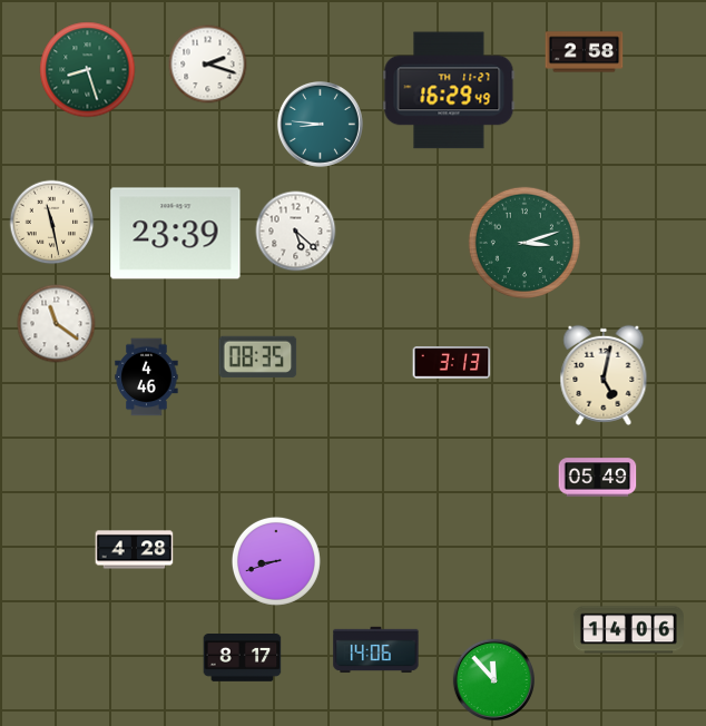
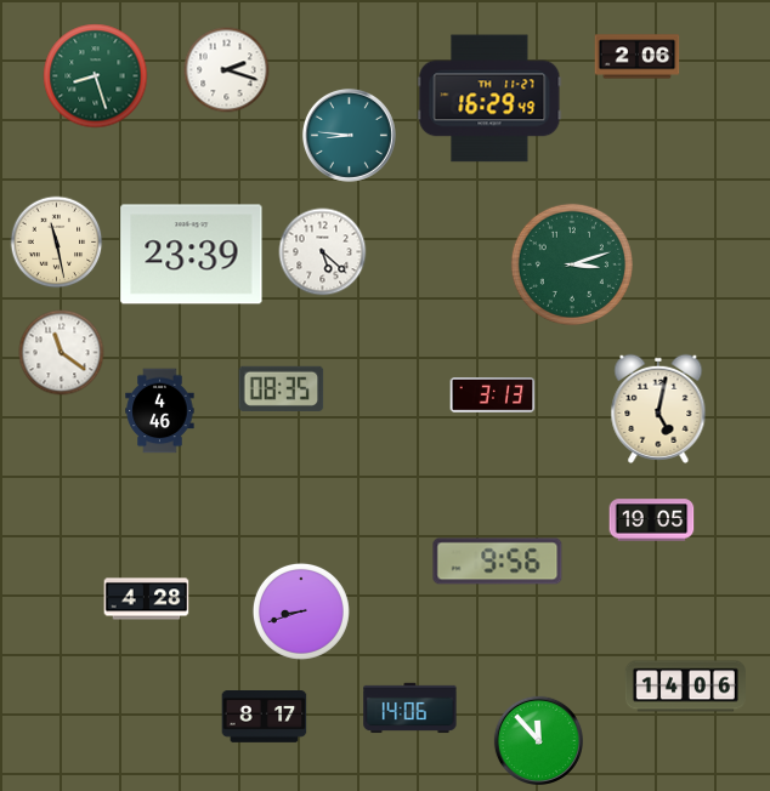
clock at (585, 52): 2:58 -> 2:06
clock at (598, 478): 05:49 -> 19:05
clock at (498, 562): none -> 9:56
